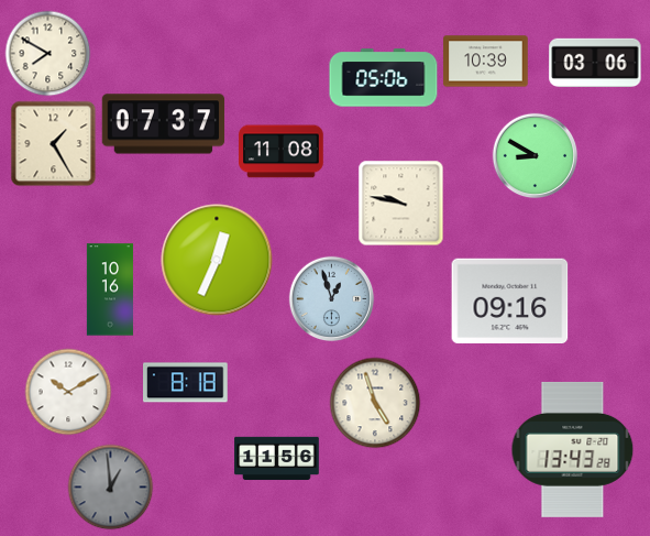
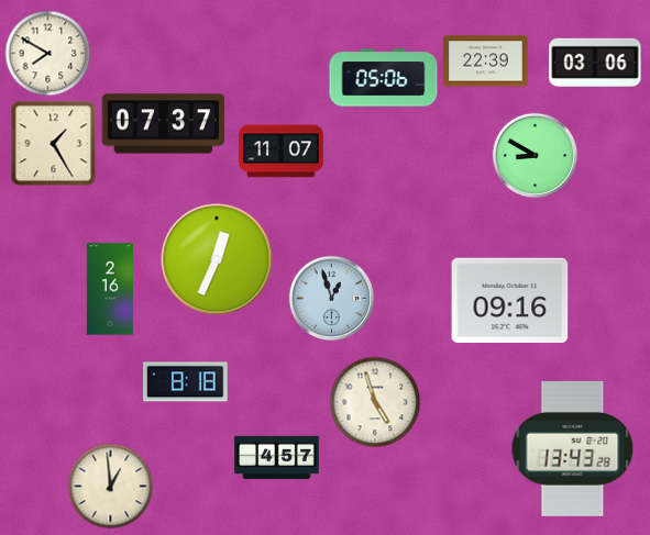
clock at (486, 62): 10:39 -> 22:39
clock at (282, 152): 11:08 -> 11:07
clock at (400, 203): 9:47 -> none
clock at (110, 289): 10:16 -> 2:16
clock at (68, 392): 10:10 -> none
clock at (277, 459): 11:56 -> 4:57
clock at (110, 486) dial: grey -> cream
